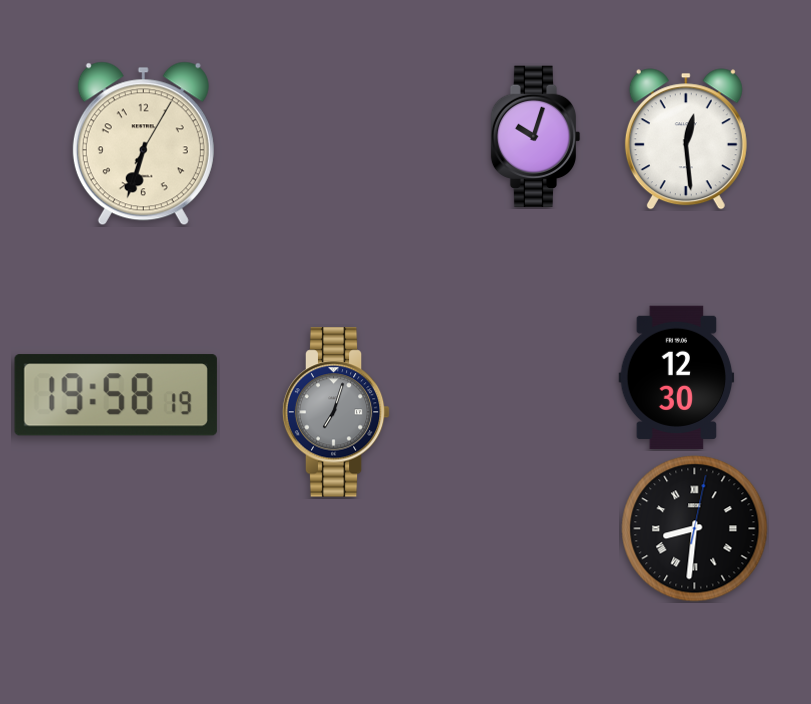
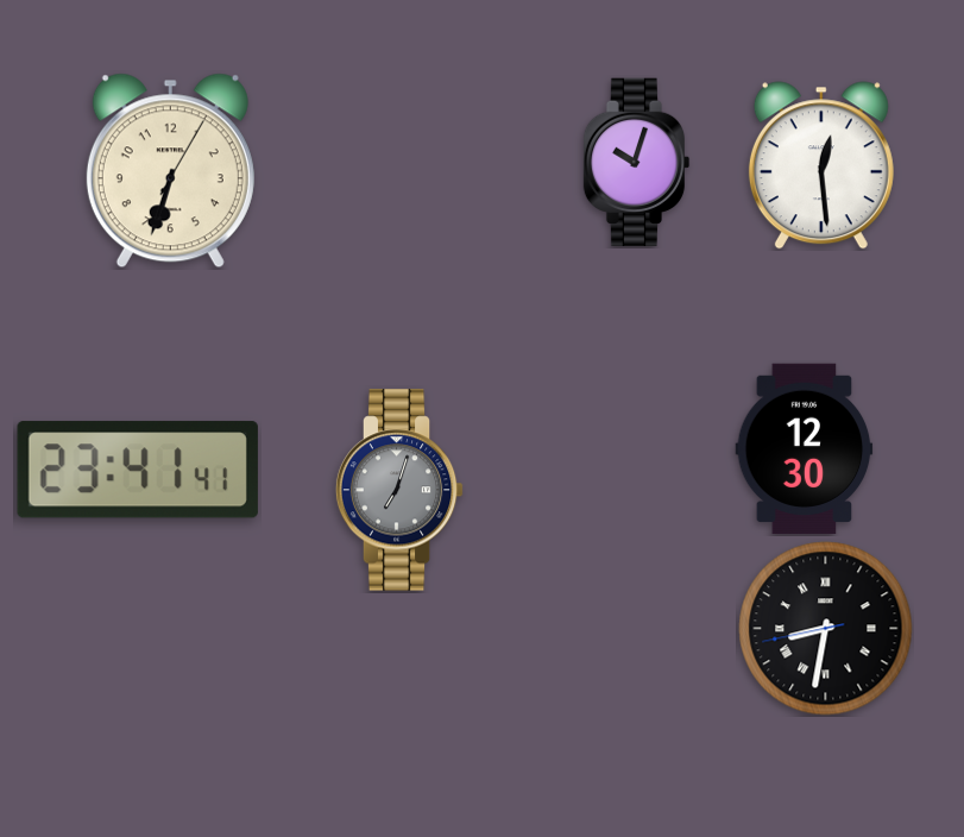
clock at (686, 139) position: (686, 139) -> (821, 165)
clock at (116, 395): 19:58 -> 23:41
clock at (695, 529): 8:31:02 -> 8:31:43
